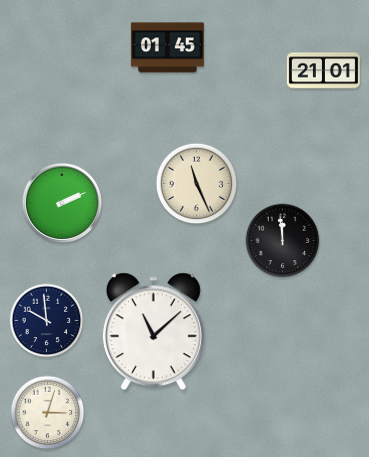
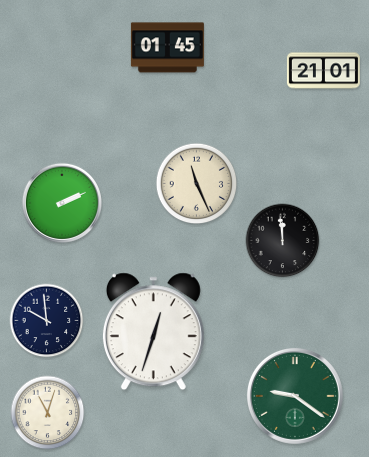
clock at (153, 332): 11:08 -> 12:33
clock at (295, 396): none -> 9:21
clock at (48, 413): 3:03 -> 11:03
